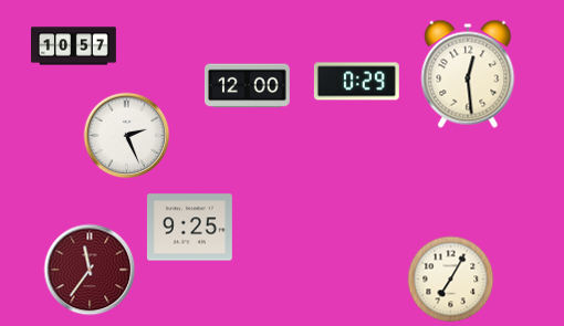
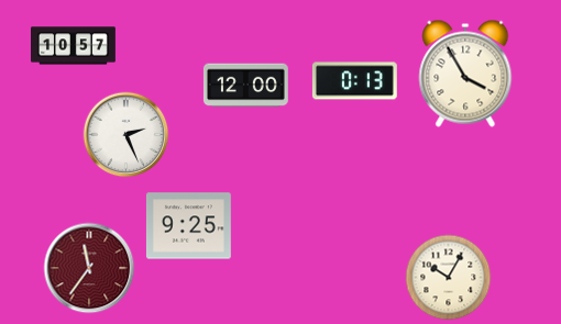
clock at (468, 74): 12:29 -> 3:55
clock at (356, 82): 0:29 -> 0:13
clock at (450, 278): 7:05 -> 10:05
